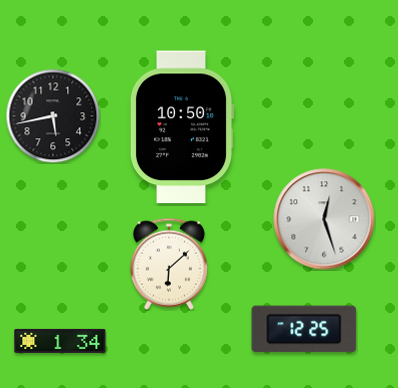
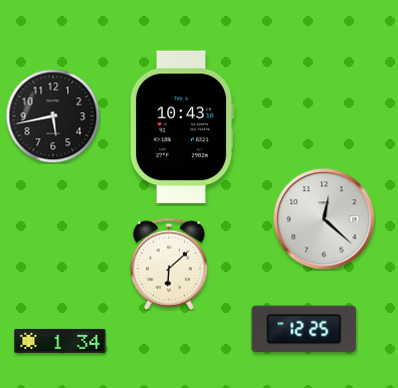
clock at (182, 127): 10:50 -> 10:43
clock at (324, 219): 12:27 -> 12:22
